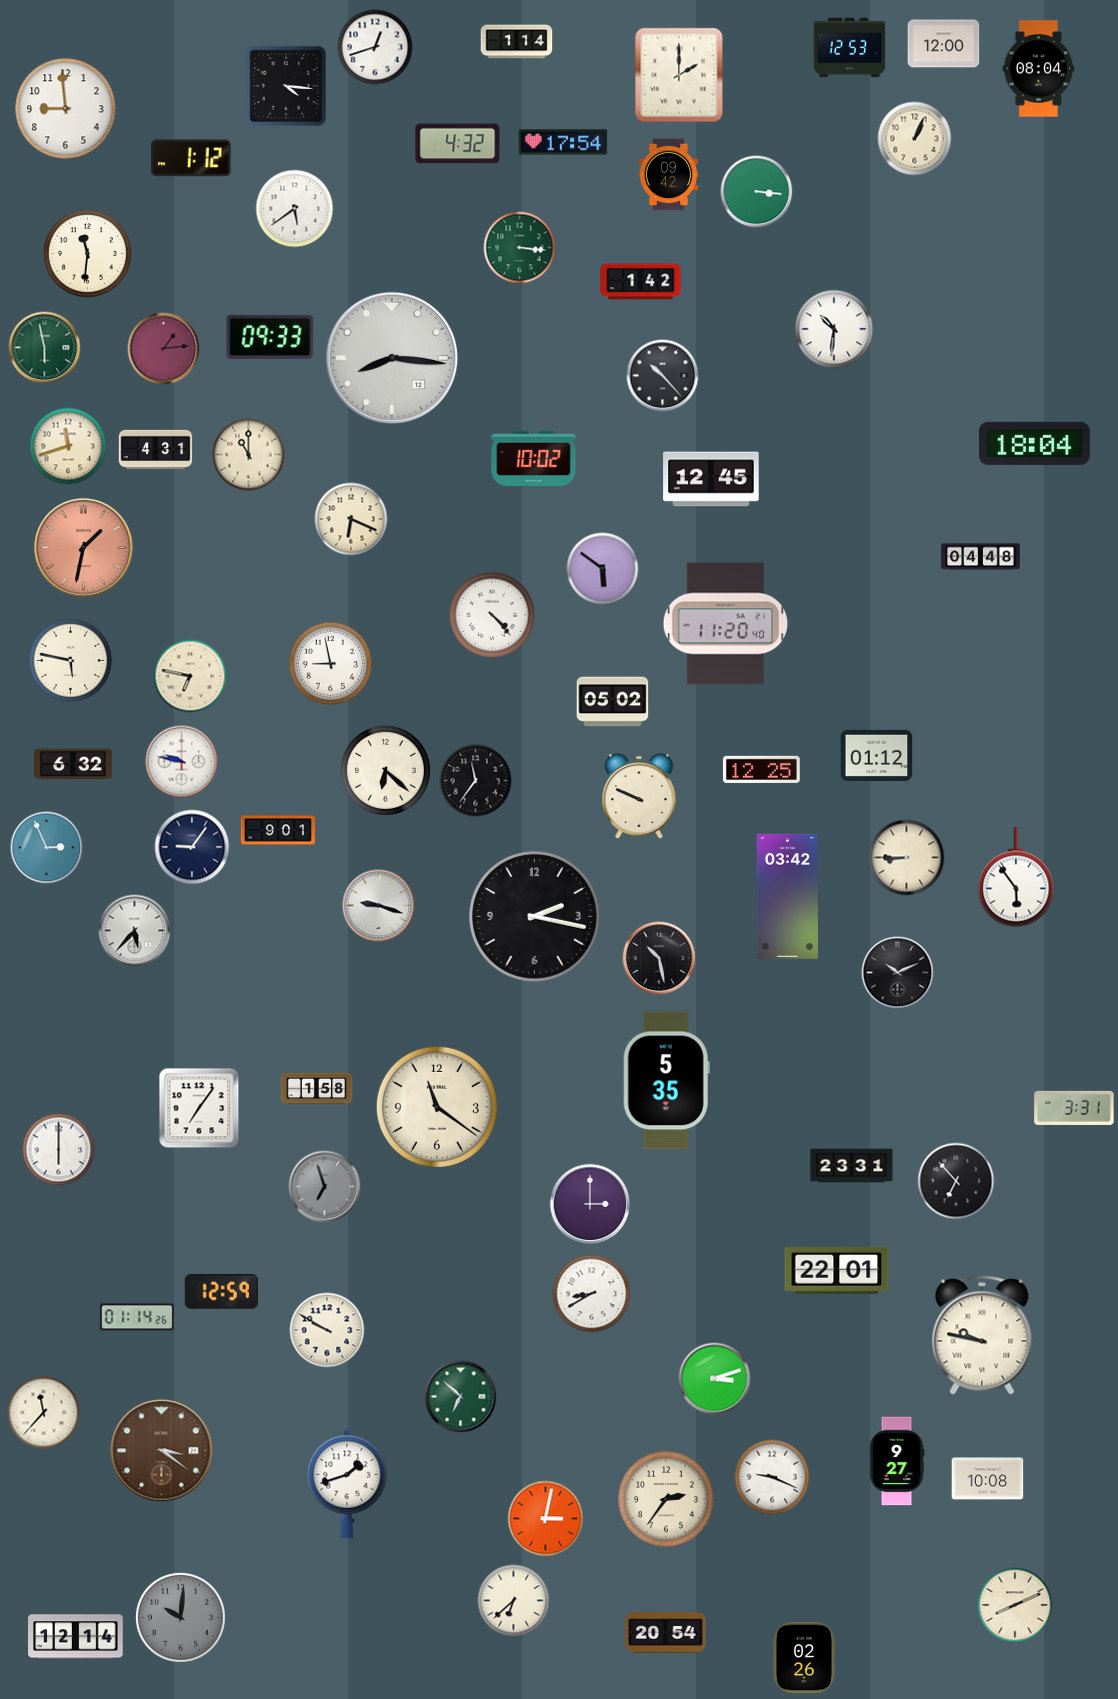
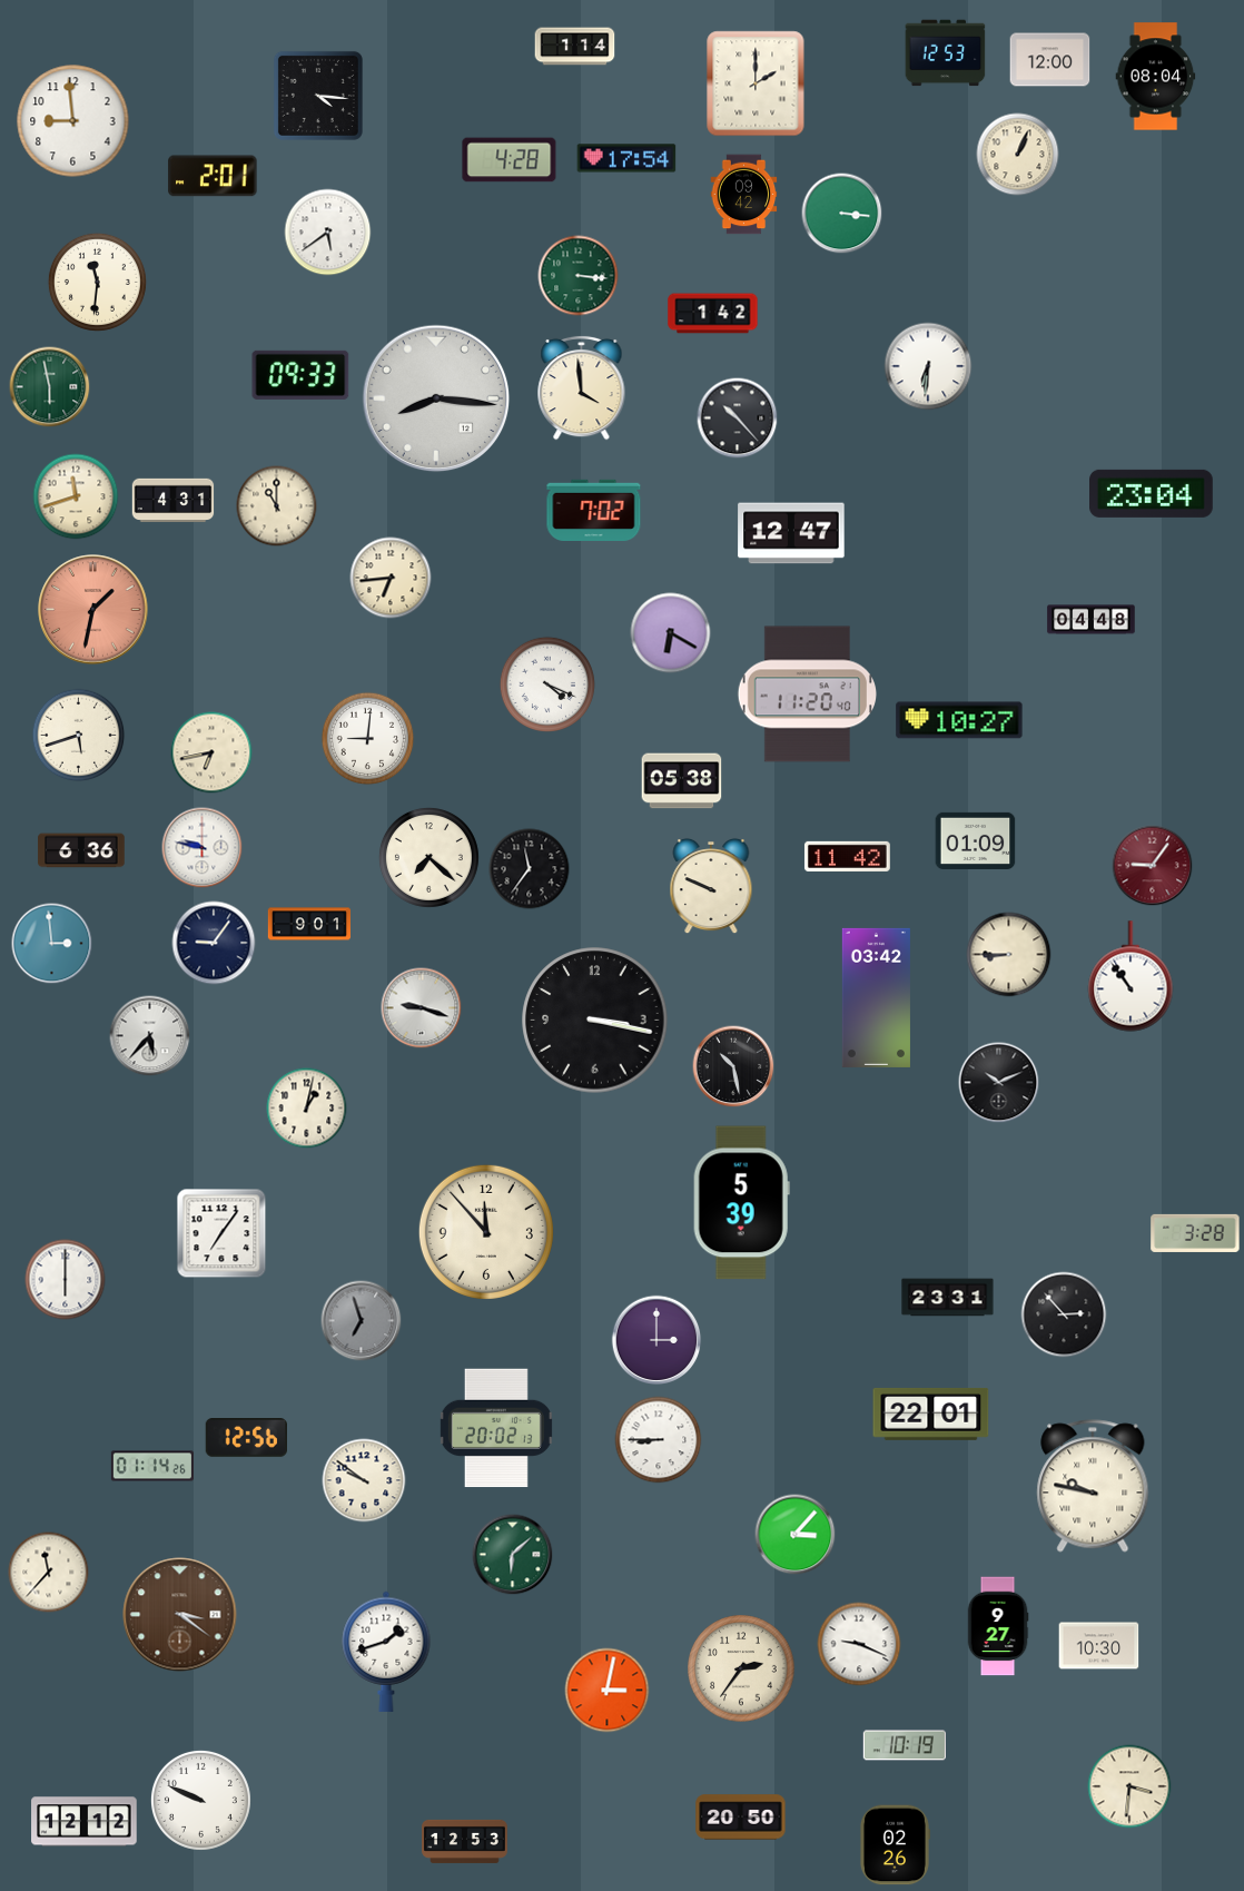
clock at (944, 44) position: (944, 44) -> (1050, 60)
clock at (375, 47): 12:42 -> none
clock at (458, 144): 4:32 -> 4:28
clock at (191, 158): 1:12 -> 2:01
clock at (834, 329): 10:31 -> 6:31
clock at (582, 387): none -> 3:59
clock at (164, 349): 1:14 -> none
clock at (1035, 443): 18:04 -> 23:04
clock at (534, 458): 10:02 -> 7:02
clock at (711, 479): 12:45 -> 12:47
clock at (351, 519): 6:19 -> 6:44
clock at (603, 569): 5:51 -> 6:20
clock at (491, 614): 4:23 -> 4:19
clock at (959, 720): none -> 10:27
clock at (71, 661): 5:47 -> 5:42
clock at (331, 664): 8:58 -> 9:01
clock at (190, 676): 6:47 -> 6:43
clock at (613, 702): 05:02 -> 05:38
clock at (877, 755): 01:12 -> 01:09
clock at (73, 764): 6:32 -> 6:36
clock at (761, 769): 12:25 -> 11:42
clock at (385, 770): 6:22 -> 7:22
clock at (1153, 866): none -> 9:06
clock at (47, 848): 2:56 -> 2:59
clock at (1016, 877): 5:54 -> 10:54
clock at (535, 917): 2:17 -> 3:17
clock at (307, 1109): none -> 1:02
clock at (666, 1081): 5:35 -> 5:39
clock at (317, 1089): 1:58 -> none
clock at (437, 1107): 11:21 -> 11:53
clock at (1074, 1108): 3:31 -> 3:28
clock at (956, 1181): 6:53 -> 2:53
clock at (496, 1428): none -> 20:02
clock at (222, 1292): 12:59 -> 12:56
clock at (592, 1294): 8:40 -> 8:45
clock at (327, 1330): 9:50 -> 9:51
clock at (715, 1379): 3:12 -> 3:07
clock at (461, 1397): 6:52 -> 6:08
clock at (988, 1479): 10:08 -> 10:30
clock at (905, 1745): none -> 10:19
clock at (514, 1601): 6:38 -> none
clock at (1015, 1605): 8:11 -> 3:31
clock at (180, 1617): 10:01 -> 9:49
clock at (180, 1617) dial: grey -> white
clock at (666, 1633): 20:54 -> 20:50
clock at (76, 1637): 12:14 -> 12:12
clock at (465, 1841): none -> 12:53
